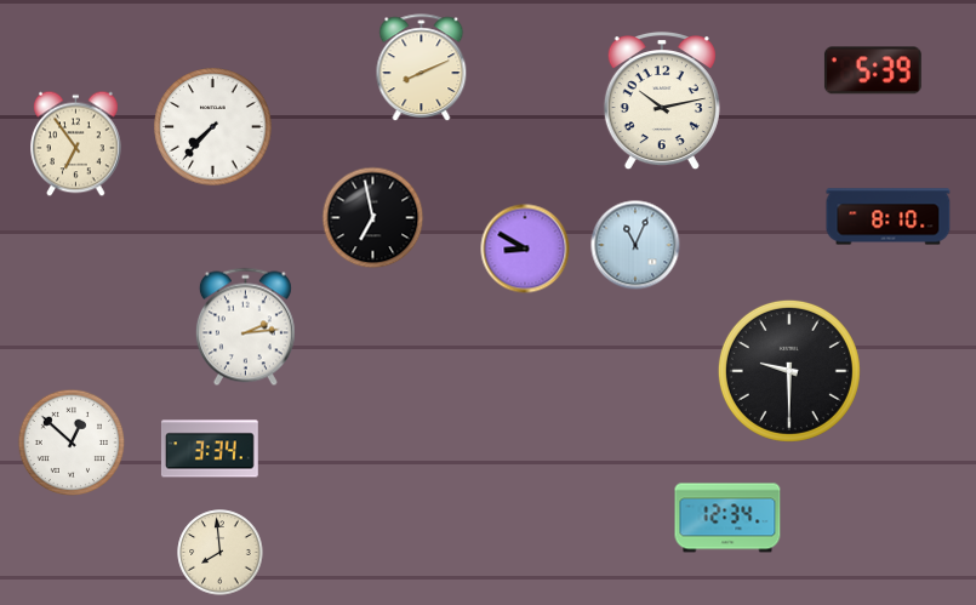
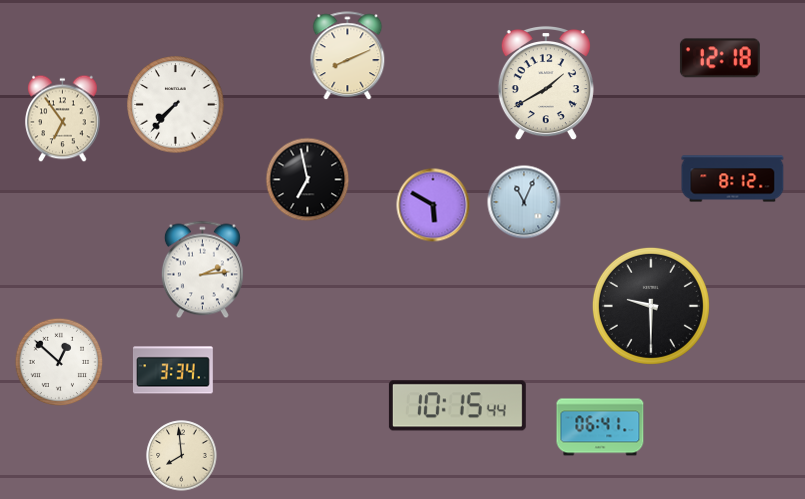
clock at (873, 70): 5:39 -> 12:18
clock at (662, 101): 10:13 -> 1:40
clock at (889, 217): 8:10 -> 8:12
clock at (525, 249): 8:50 -> 5:50
clock at (72, 443) position: (72, 443) -> (59, 362)
clock at (457, 406): none -> 10:15
clock at (727, 518): 12:34 -> 06:41
